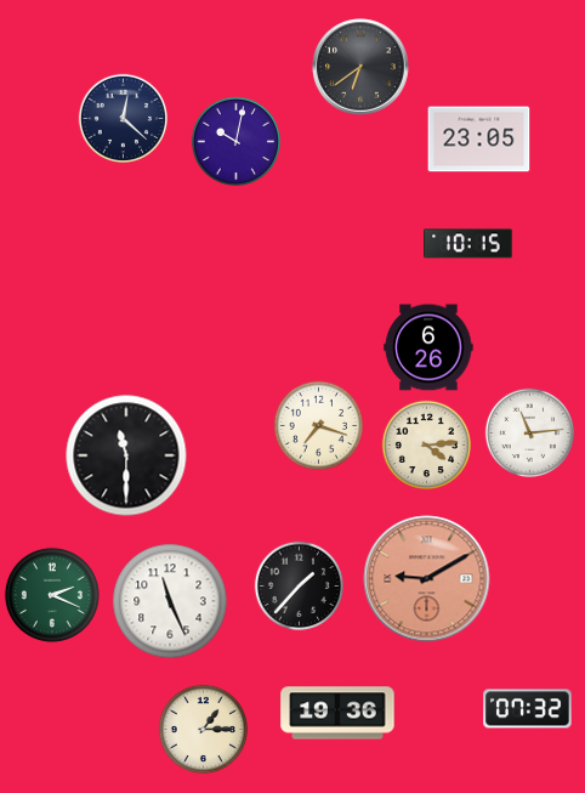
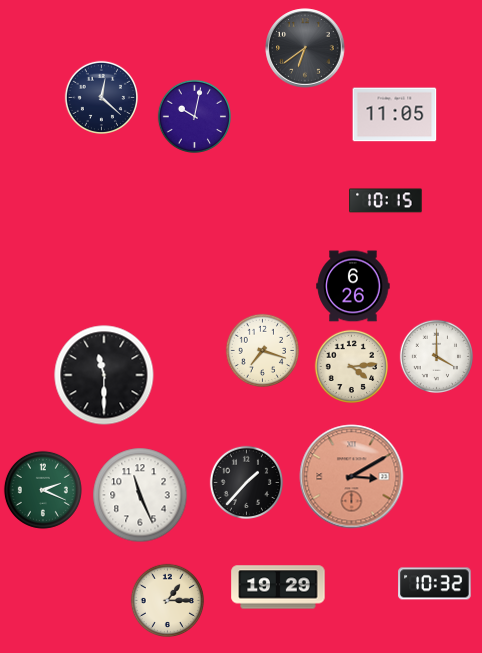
clock at (360, 67) position: (360, 67) -> (305, 48)
clock at (479, 140): 23:05 -> 11:05
clock at (529, 432): 11:14 -> 4:00
clock at (427, 579): 9:10 -> 3:10
clock at (528, 709): 07:32 -> 10:32
clock at (337, 713): 19:36 -> 19:29
